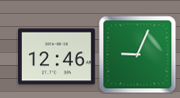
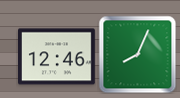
clock at (137, 54): 9:04 -> 8:04
